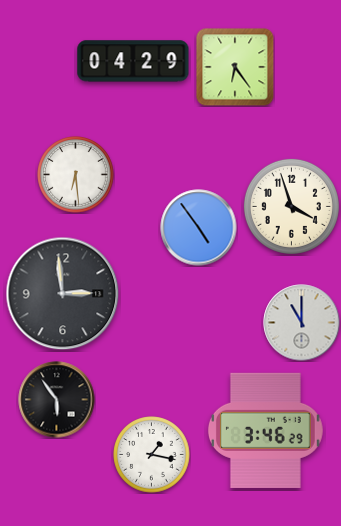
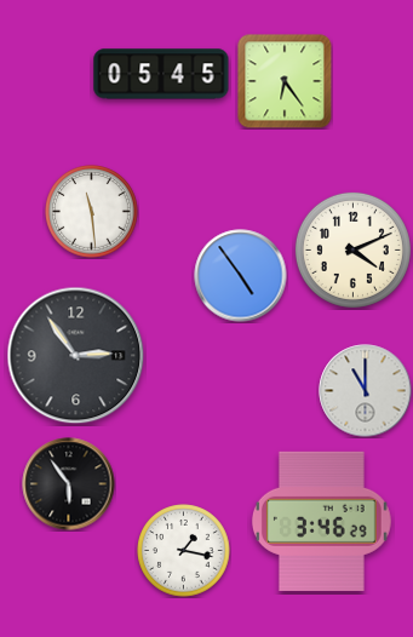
clock at (133, 61): 04:29 -> 05:45
clock at (76, 175): 6:29 -> 11:29
clock at (291, 206): 3:57 -> 4:11
clock at (63, 294): 2:59 -> 2:54
